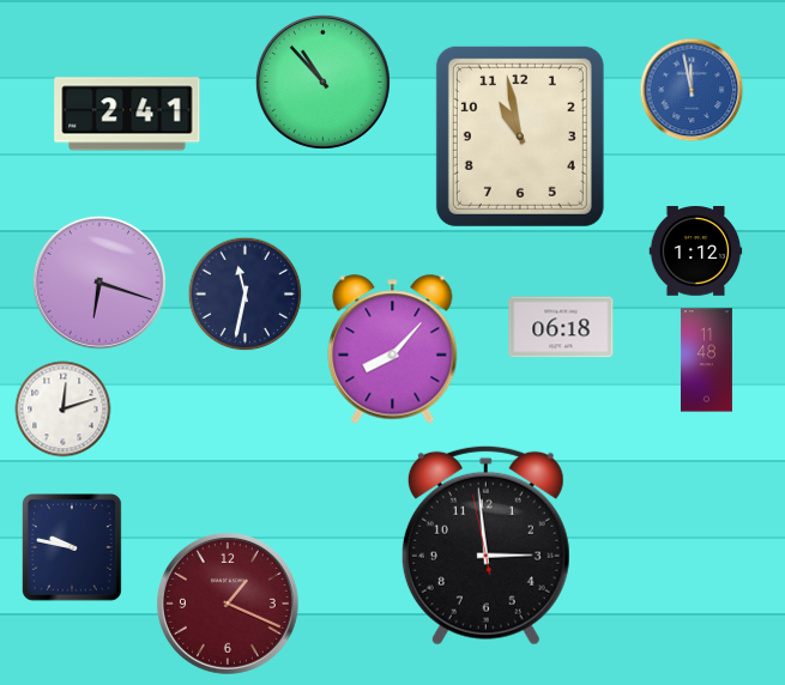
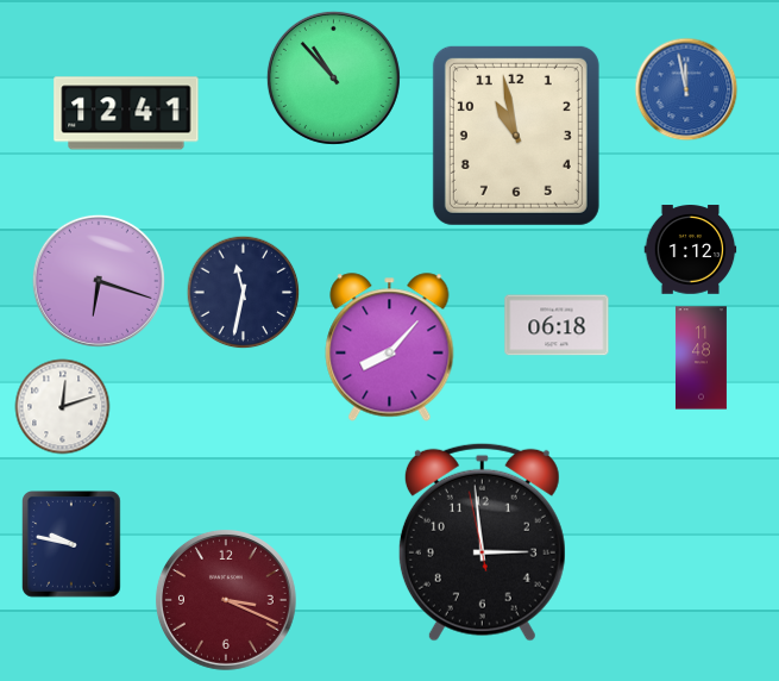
clock at (322, 81) position: (322, 81) -> (333, 77)
clock at (127, 114): 2:41 -> 12:41
clock at (228, 604): 1:19 -> 3:19
